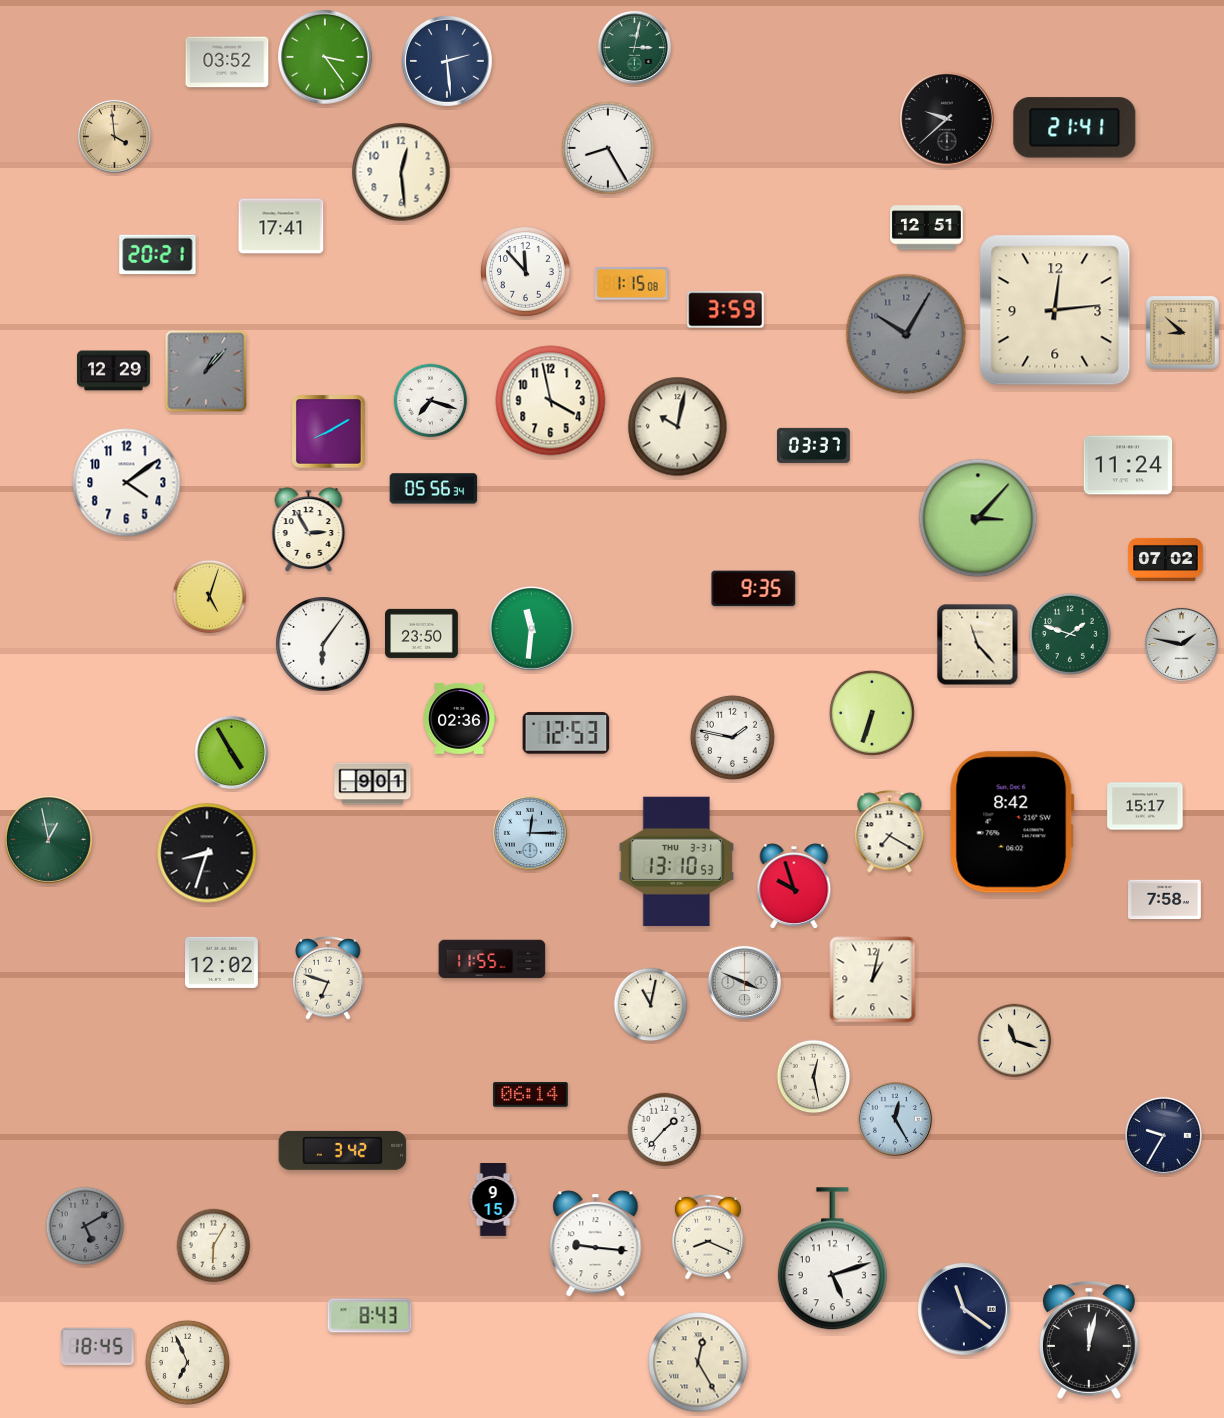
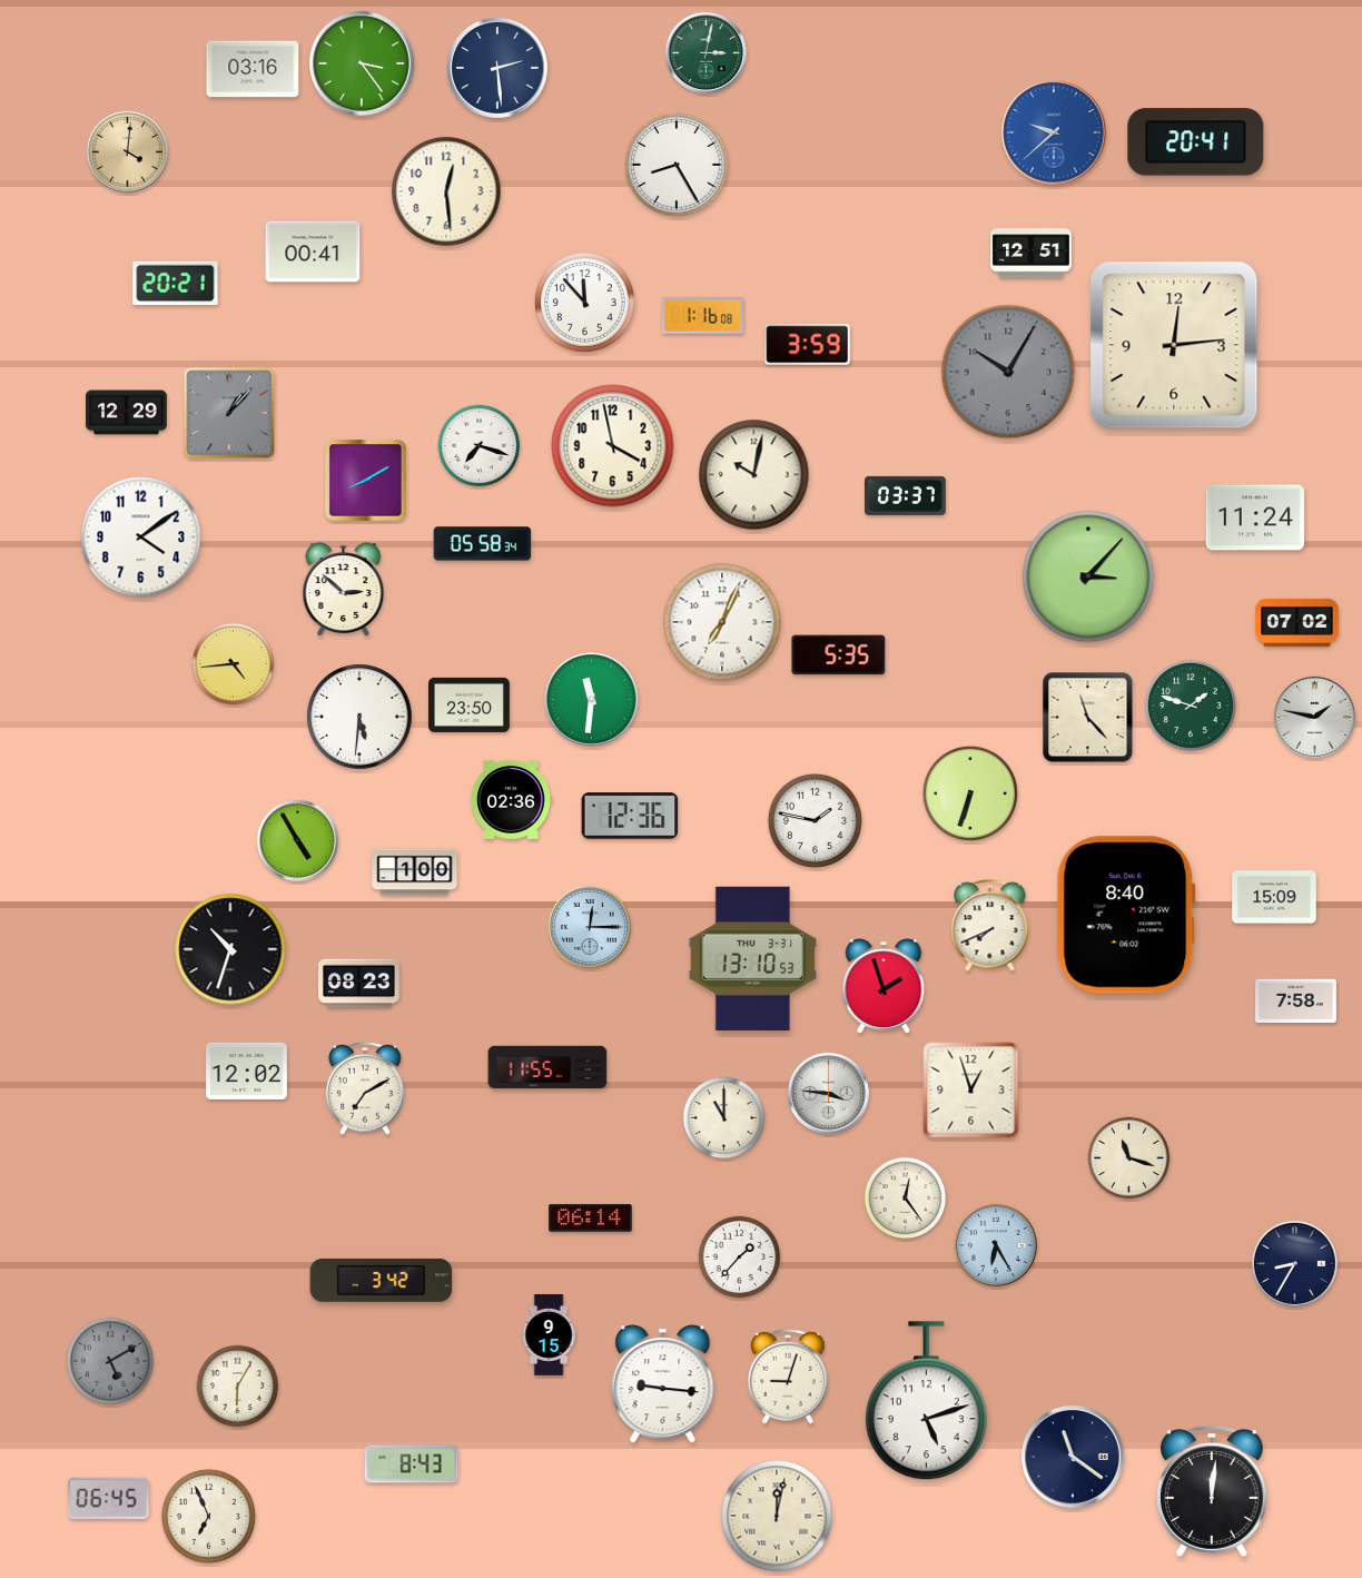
clock at (227, 62): 03:52 -> 03:16
clock at (947, 119) dial: black -> blue
clock at (1075, 128): 21:41 -> 20:41
clock at (114, 136): 3:59 -> 4:01
clock at (281, 226): 17:41 -> 00:41
clock at (631, 284): 1:15 -> 1:16
clock at (1183, 333): 8:52 -> none
clock at (434, 489): 05:56 -> 05:58
clock at (309, 530): 2:55 -> 2:52
clock at (722, 622): none -> 7:04
clock at (754, 589): 9:35 -> 5:35
clock at (210, 597): 5:03 -> 4:44
clock at (323, 644): 6:06 -> 5:31
clock at (566, 733): 12:53 -> 12:36
clock at (231, 752) position: (231, 752) -> (297, 840)
clock at (373, 784): 9:01 -> 1:00
clock at (1145, 806): 15:17 -> 15:09
clock at (1012, 822): 8:42 -> 8:40
clock at (890, 832): 7:20 -> 7:41
clock at (49, 840): 12:58 -> none
clock at (207, 853): 8:33 -> 10:33
clock at (359, 984): none -> 08:23
clock at (794, 886): 9:57 -> 1:57
clock at (328, 979): 6:48 -> 7:10
clock at (873, 980): 1:02 -> 12:57
clock at (744, 982): 3:49 -> 3:46
clock at (651, 1005): 11:02 -> 11:00
clock at (814, 1077): 12:28 -> 12:24
clock at (895, 1119): 12:25 -> 6:25
clock at (1163, 1135): 9:35 -> 8:35
clock at (85, 1226) position: (85, 1226) -> (110, 1361)
clock at (708, 1237): 8:19 -> 9:03
clock at (1090, 1340): 12:02 -> 12:01
clock at (97, 1346): 18:45 -> 06:45
clock at (698, 1362): 12:25 -> 12:02
